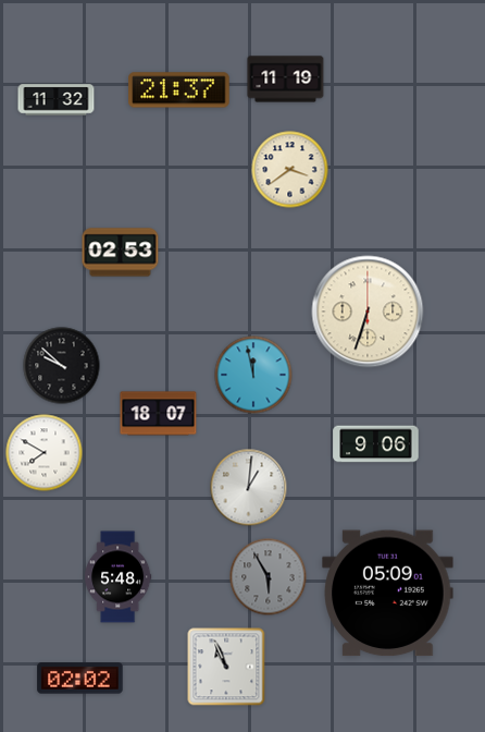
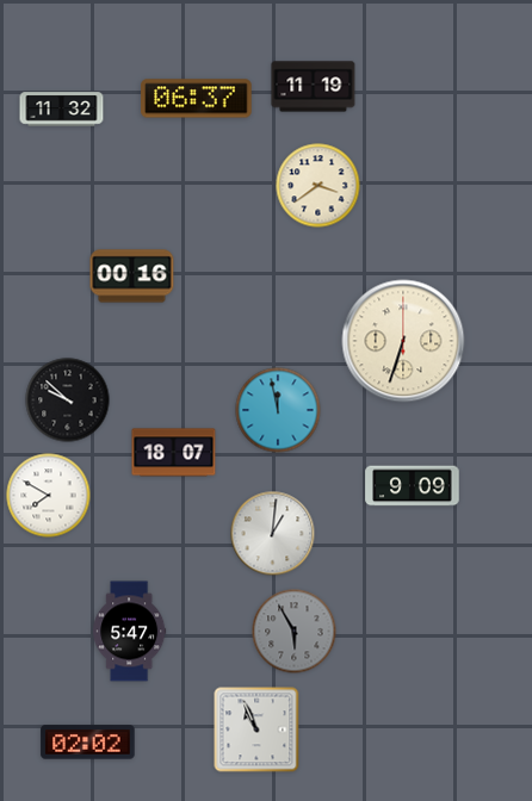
clock at (179, 90): 21:37 -> 06:37
clock at (121, 253): 02:53 -> 00:16
clock at (376, 444): 9:06 -> 9:09
clock at (119, 577): 5:48 -> 5:47
clock at (388, 594): 05:09 -> none
clock at (226, 667) position: (226, 667) -> (256, 729)
